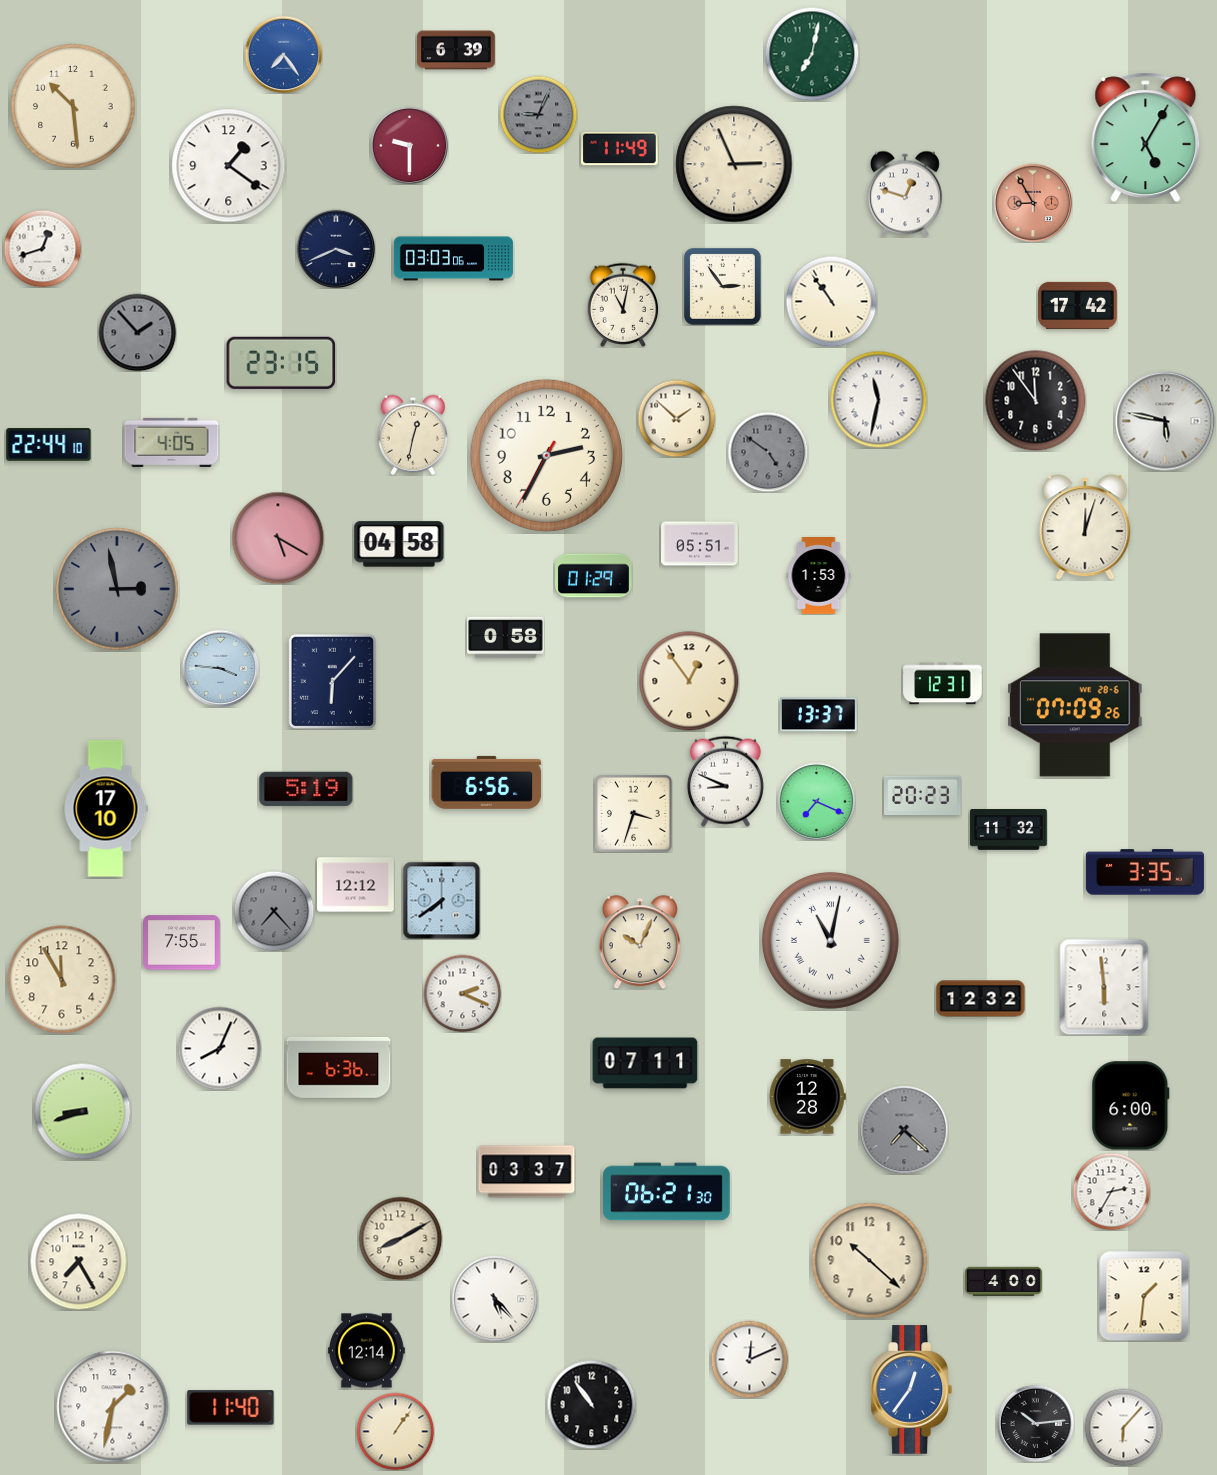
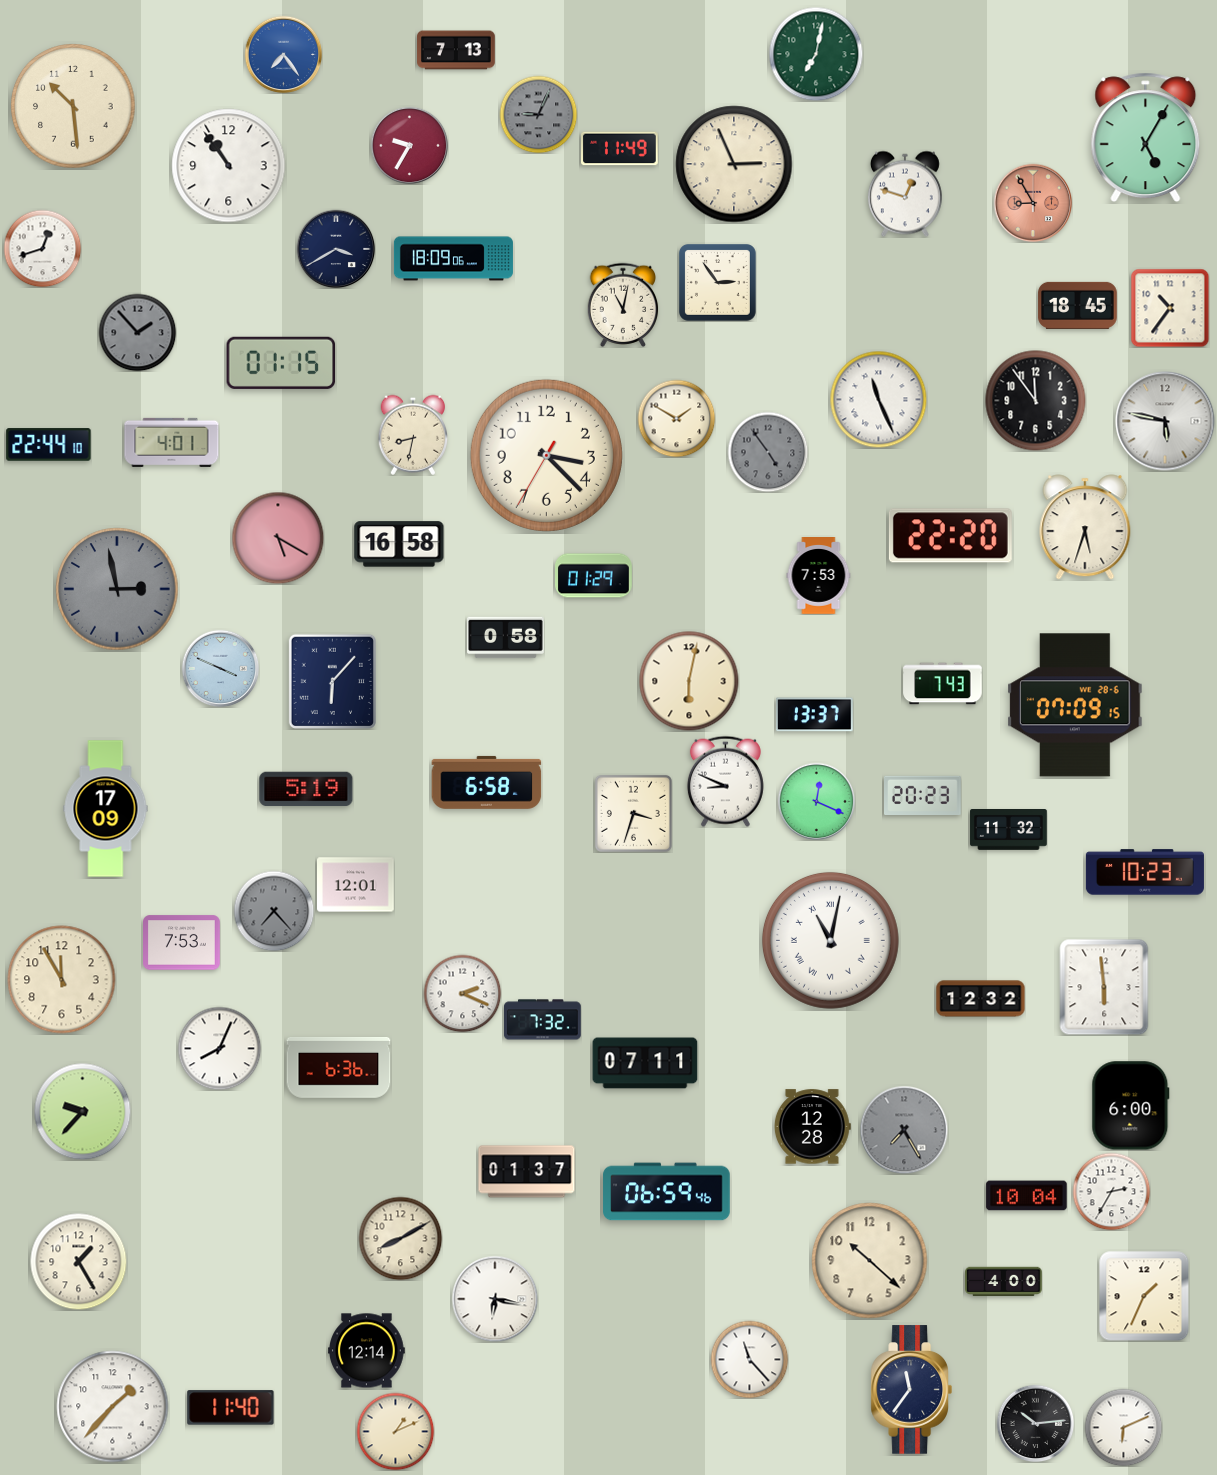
clock at (456, 50): 6:39 -> 7:13
clock at (812, 54) position: (812, 54) -> (816, 54)
clock at (409, 145): 9:30 -> 9:35
clock at (229, 166): 1:21 -> 10:54
clock at (336, 249): 3:41 -> 3:40
clock at (453, 259): 03:03 -> 18:09
clock at (722, 286) position: (722, 286) -> (717, 282)
clock at (831, 301): 10:54 -> none
clock at (1078, 305): 17:42 -> 18:45
clock at (1170, 308): none -> 10:36
clock at (281, 363): 23:15 -> 01:15
clock at (878, 399): 11:32 -> 11:26
clock at (676, 418): 1:52 -> 1:50
clock at (413, 435): 12:32 -> 8:32
clock at (172, 442): 4:05 -> 4:01
clock at (768, 452): 4:51 -> 4:54
clock at (546, 455): 2:34 -> 3:22
clock at (1085, 527): 12:03 -> 5:33
clock at (950, 536): none -> 22:20
clock at (399, 544): 04:58 -> 16:58
clock at (700, 544): 05:51 -> none
clock at (819, 576): 1:53 -> 7:53
clock at (220, 668): 3:46 -> 3:49
clock at (689, 681): 12:54 -> 6:02
clock at (943, 684): 12:31 -> 7:43
clock at (1075, 705): 07:09:26 -> 07:09:15
clock at (818, 715) position: (818, 715) -> (814, 715)
clock at (487, 782): 6:56 -> 6:58
clock at (816, 801): 7:19 -> 12:19
clock at (106, 809): 17:10 -> 17:09
clock at (1145, 872): 3:35 -> 10:23
clock at (356, 885): 12:12 -> 12:01
clock at (441, 900): 7:39 -> none
clock at (640, 942): 10:04 -> none
clock at (182, 943): 7:55 -> 7:53
clock at (543, 1020): none -> 7:32
clock at (807, 1097) position: (807, 1097) -> (812, 1127)
clock at (82, 1111): 8:42 -> 9:37
clock at (904, 1130): 7:22 -> 7:25
clock at (527, 1172): 03:37 -> 01:37
clock at (667, 1192): 06:21 -> 06:59
clock at (1027, 1196): none -> 10:04
clock at (78, 1261): 7:25 -> 1:25
clock at (1144, 1296): 1:31 -> 1:34
clock at (495, 1299): 5:23 -> 6:17
clock at (749, 1359): 12:11 -> 11:23
clock at (911, 1390): 12:36 -> 11:36
clock at (911, 1390) dial: blue -> navy
clock at (591, 1404): 10:54 -> none
clock at (113, 1407): 1:32 -> 1:37
clock at (1123, 1427): 6:07 -> 6:11
clock at (395, 1431): 1:06 -> 1:11
